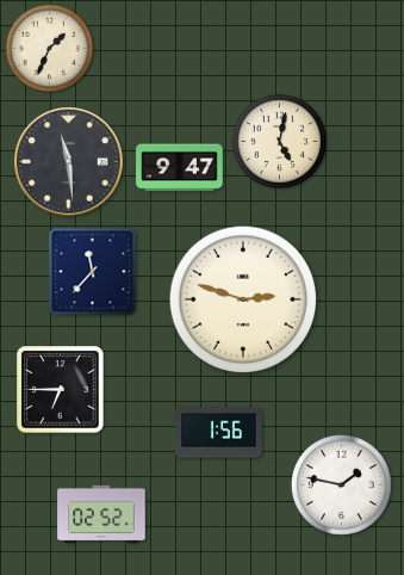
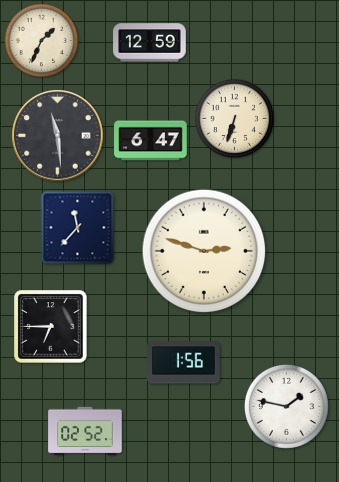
clock at (150, 43): none -> 12:59
clock at (279, 141): 5:02 -> 6:33
clock at (180, 168): 9:47 -> 6:47
